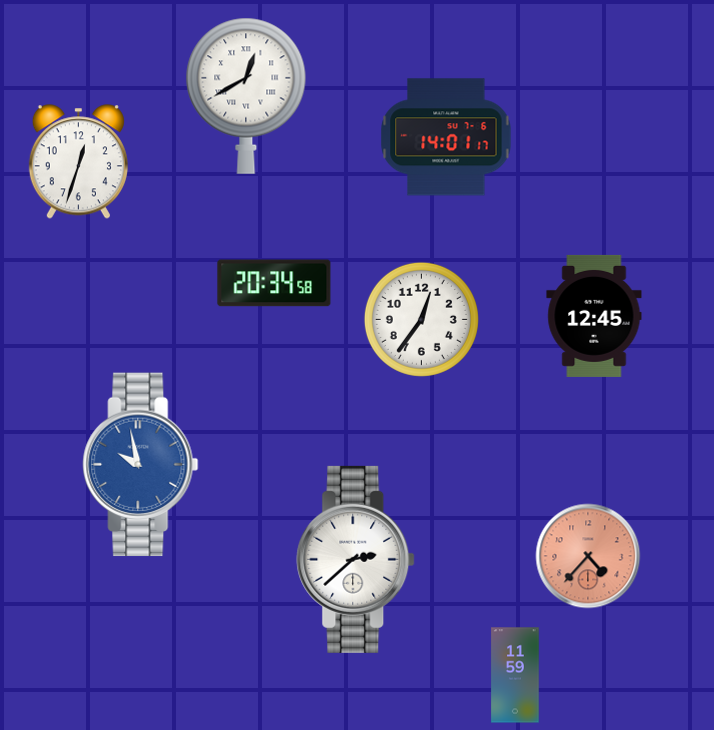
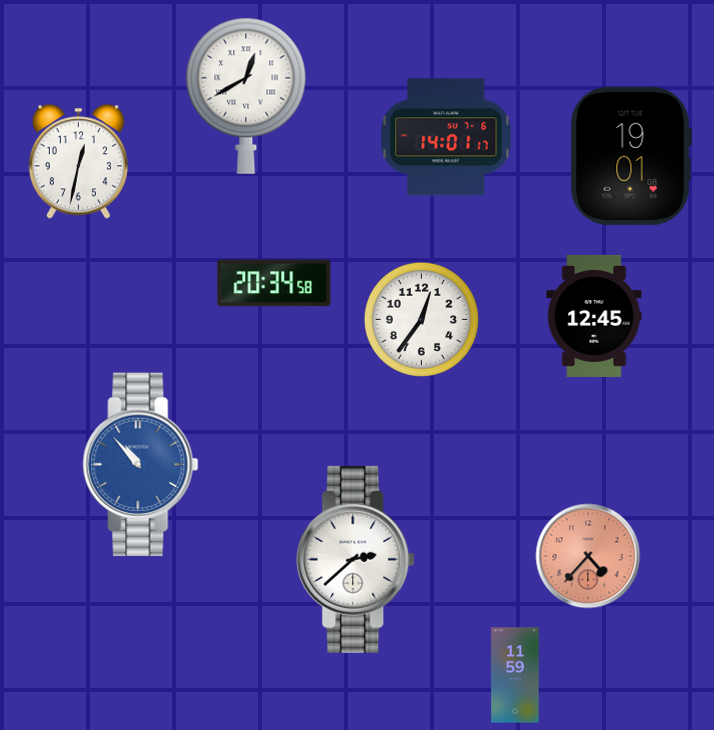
clock at (631, 156): none -> 19:01
clock at (78, 162): 12:33 -> 12:32
clock at (141, 465): 9:58 -> 10:53
